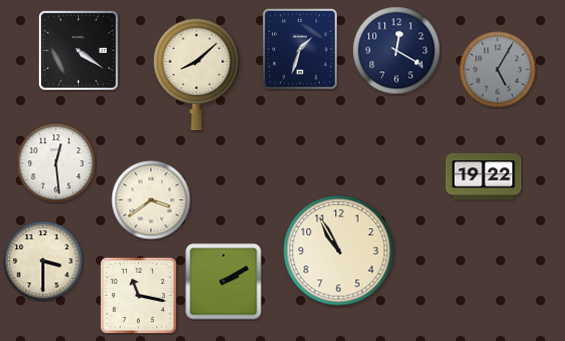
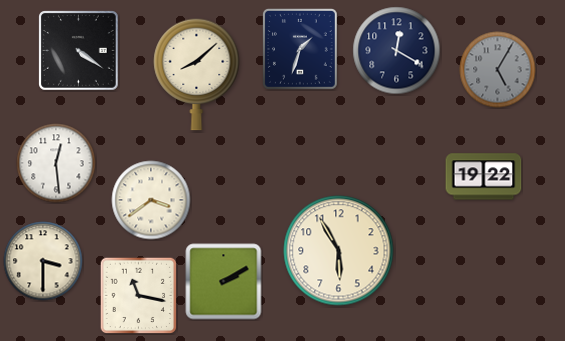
clock at (339, 251): 10:55 -> 5:55
